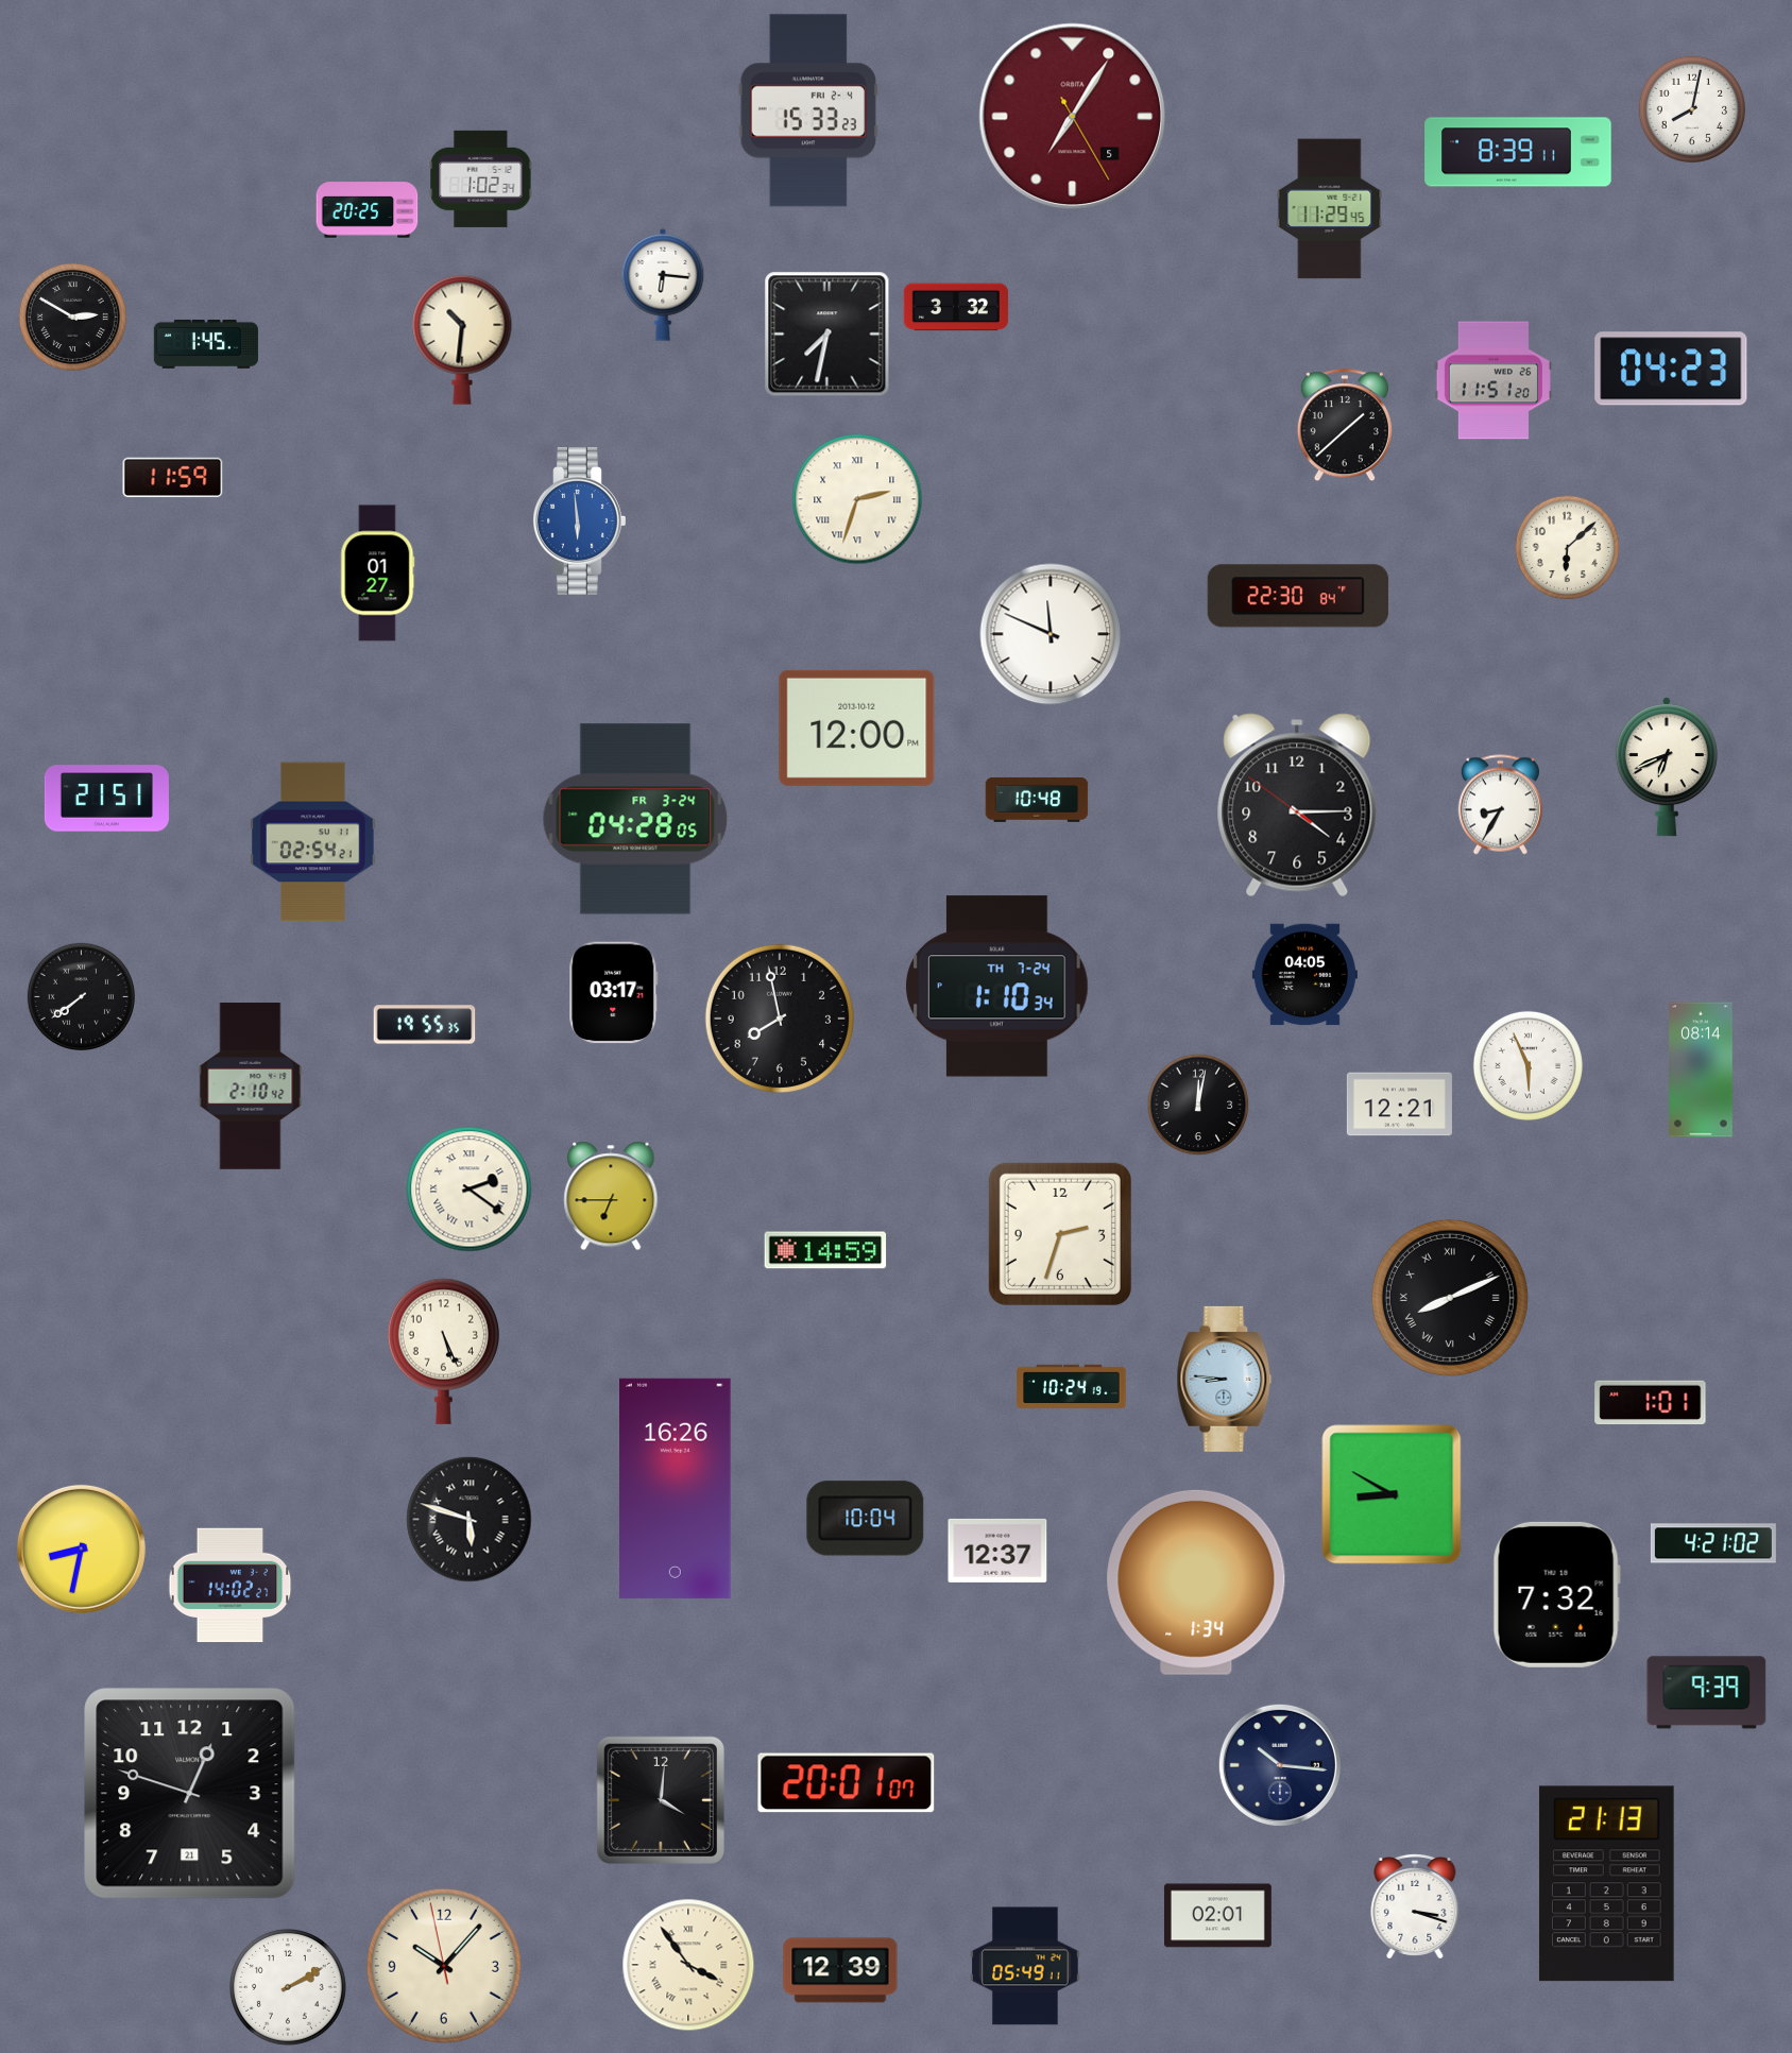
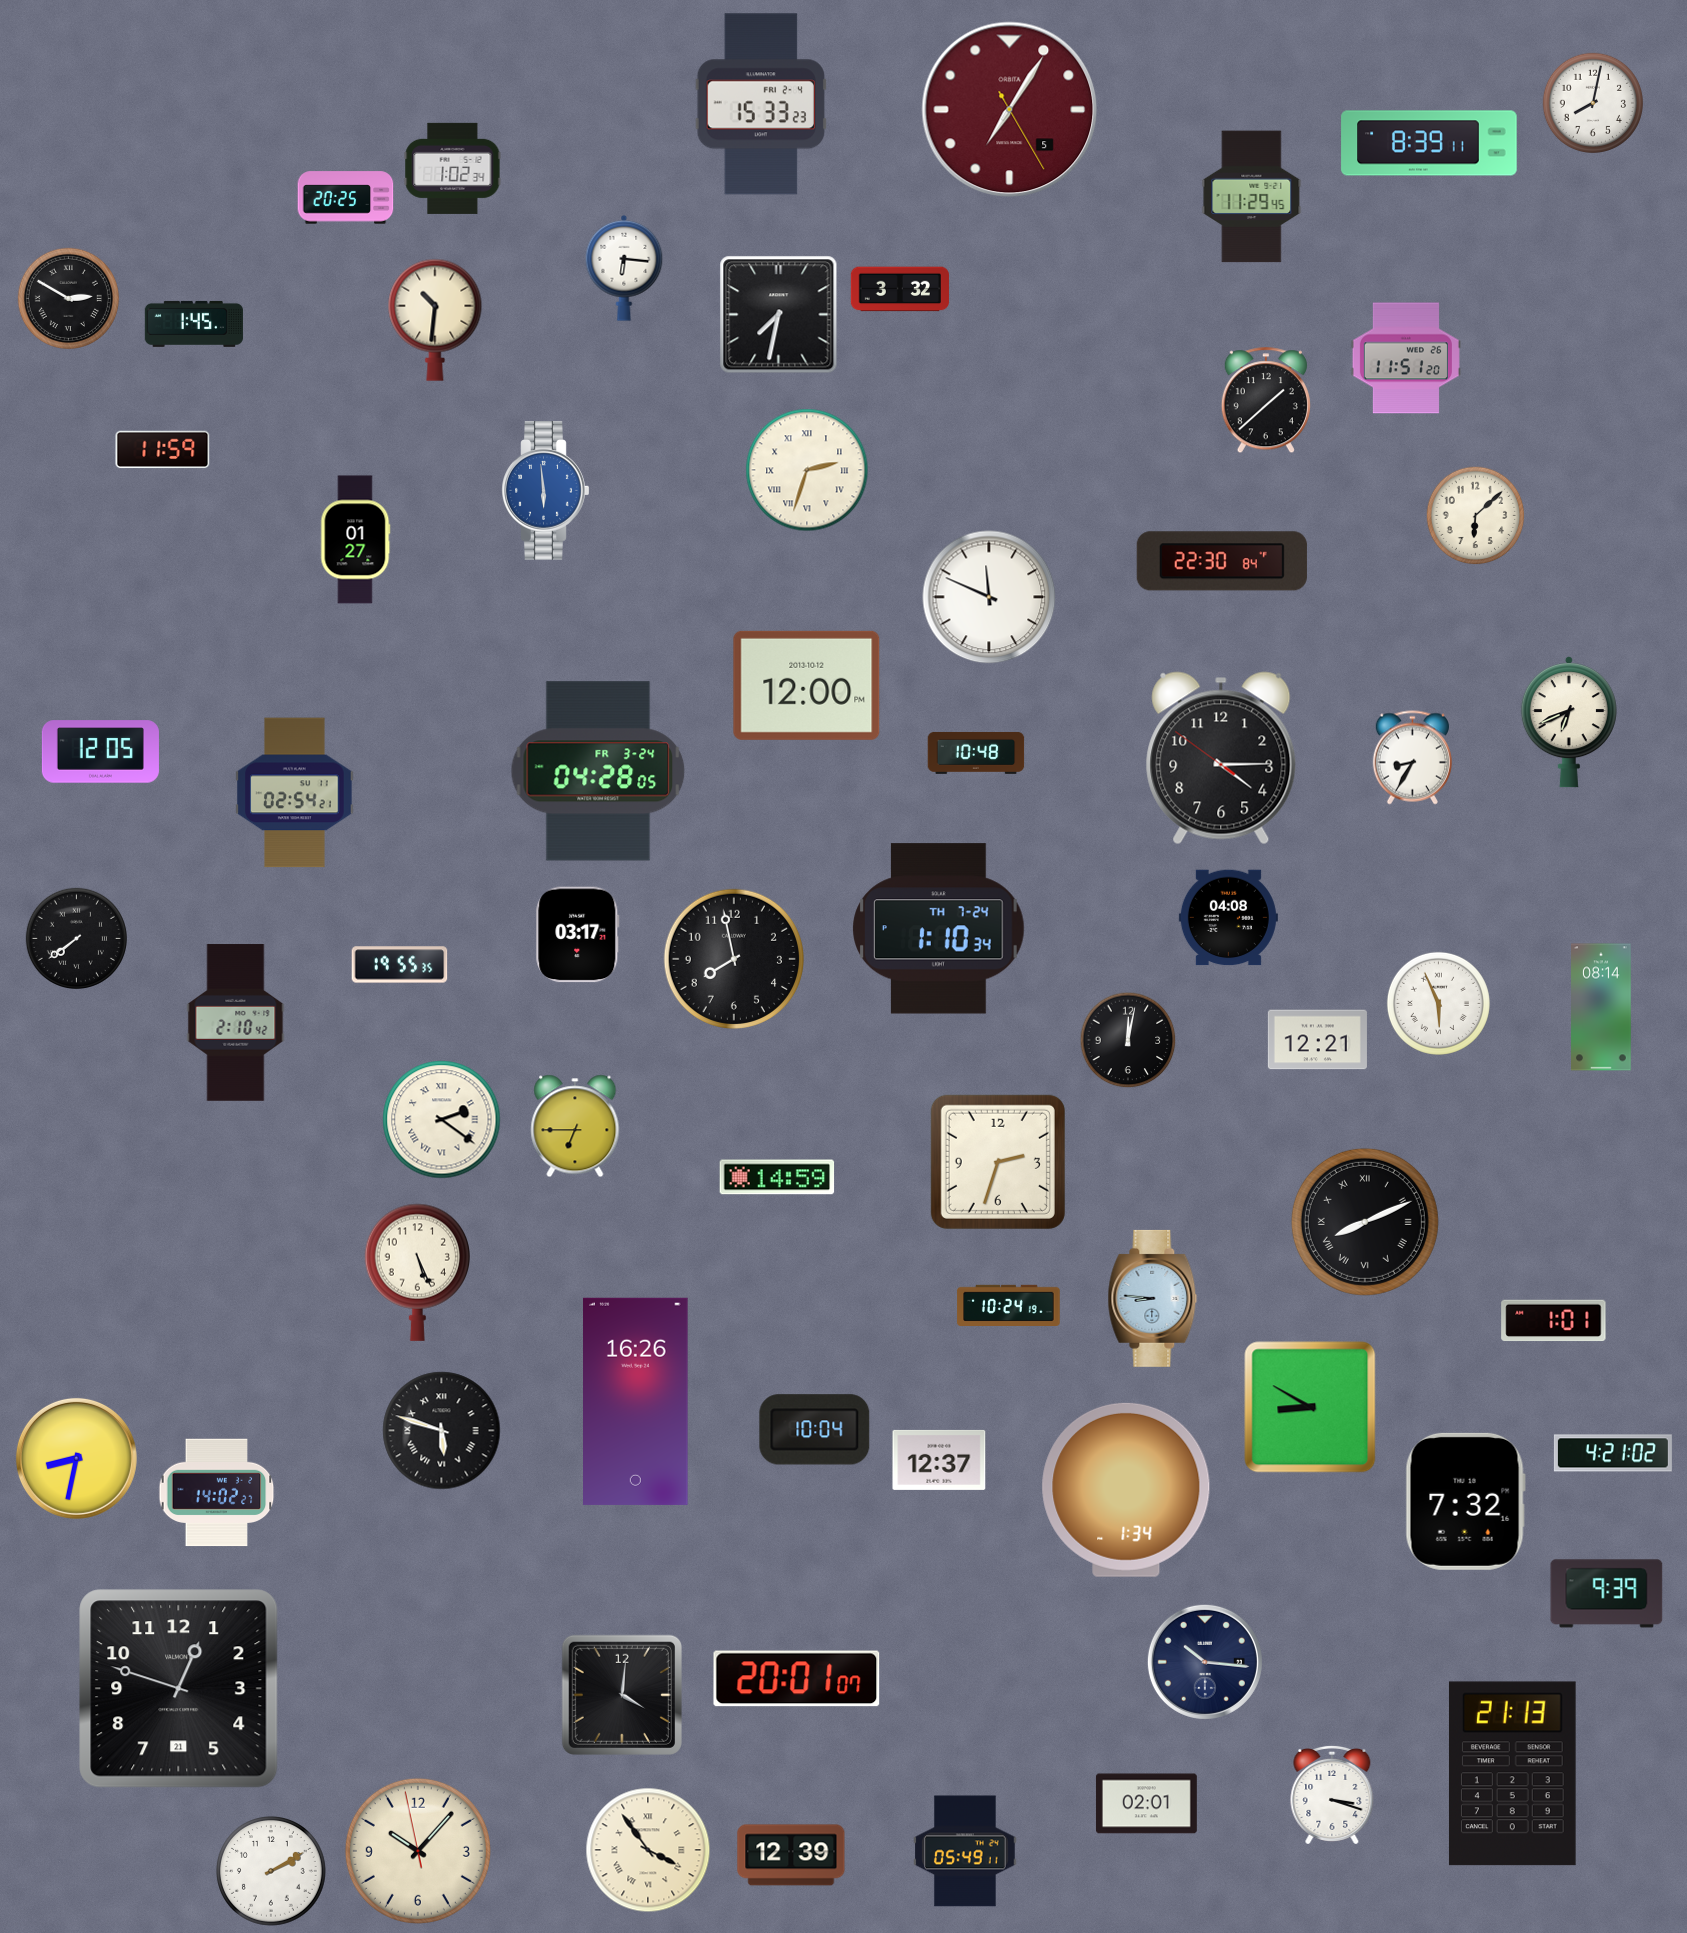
clock at (1671, 369): 04:23 -> none
clock at (106, 799): 21:51 -> 12:05
clock at (1304, 975): 04:05 -> 04:08
